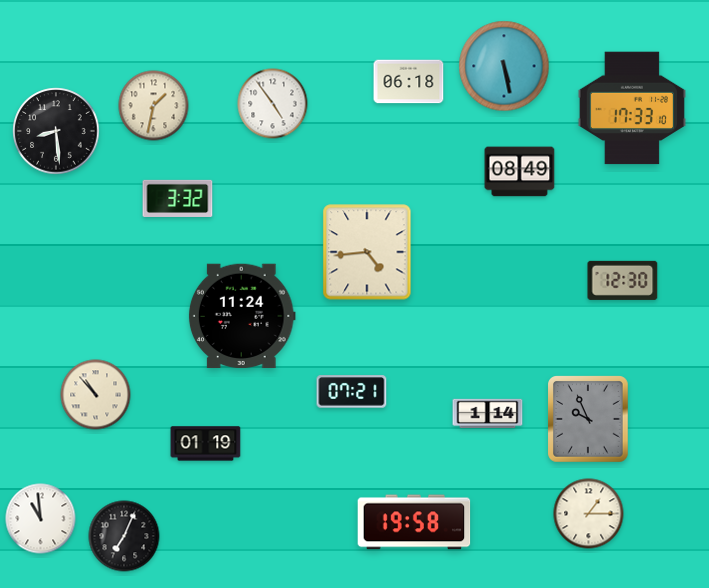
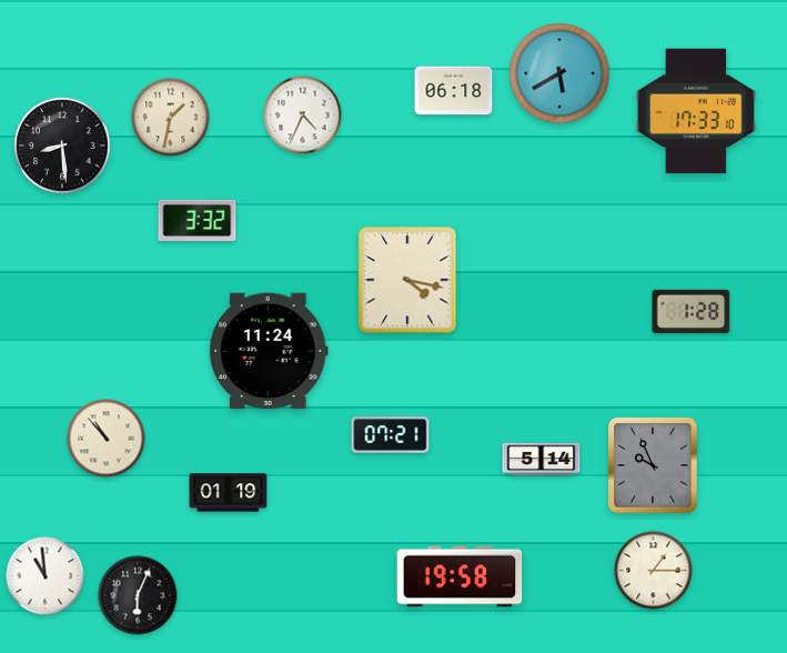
clock at (504, 66): 5:28 -> 5:40
clock at (273, 104): 4:54 -> 4:34
clock at (632, 108) position: (632, 108) -> (696, 111)
clock at (520, 172): 08:49 -> none
clock at (367, 252): 4:44 -> 4:17
clock at (623, 280): 12:30 -> 1:28
clock at (488, 414): 1:14 -> 5:14
clock at (414, 522) position: (414, 522) -> (460, 576)
clock at (124, 536): 7:04 -> 6:04
